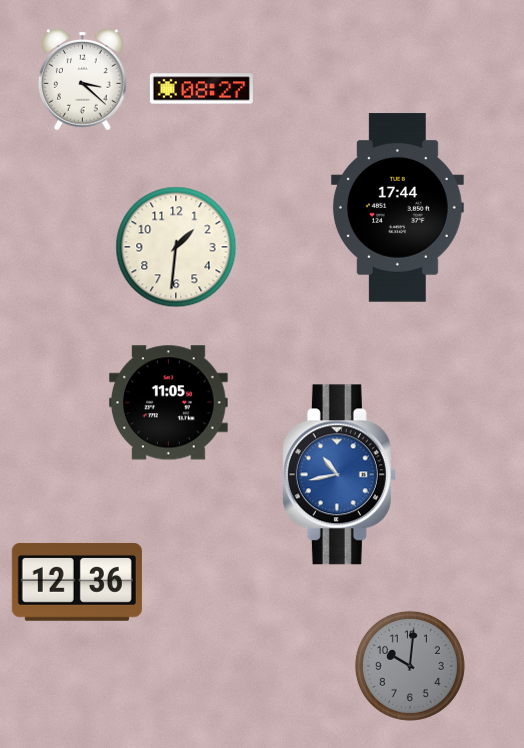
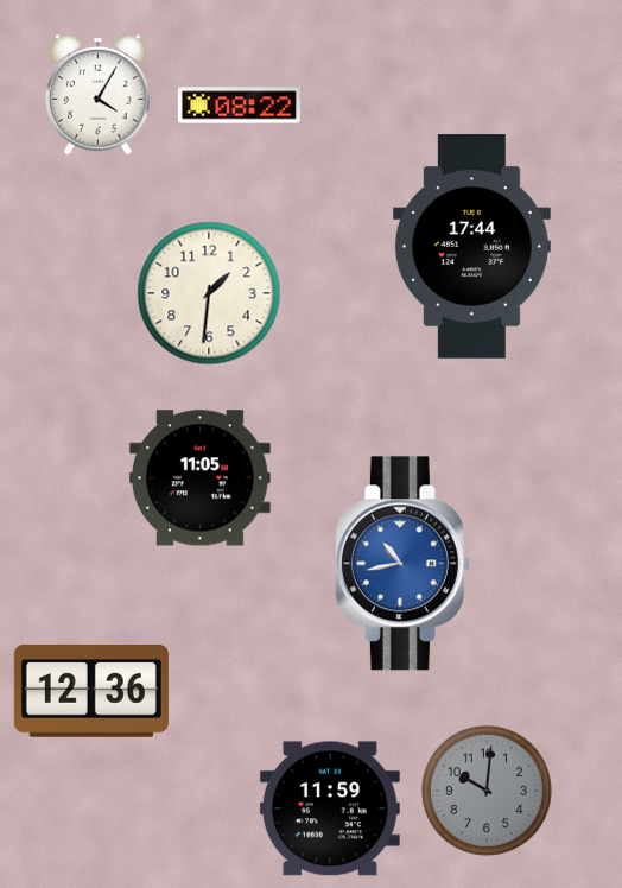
clock at (83, 79): 3:22 -> 4:05
clock at (201, 89): 08:27 -> 08:22
clock at (330, 808): none -> 11:59
